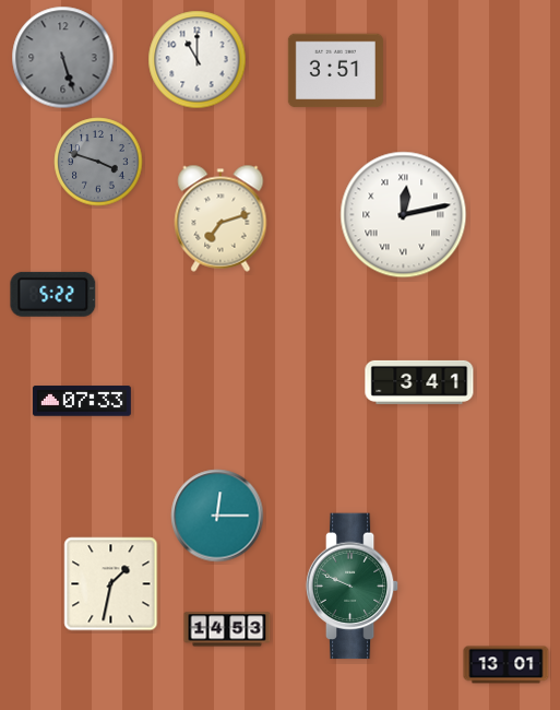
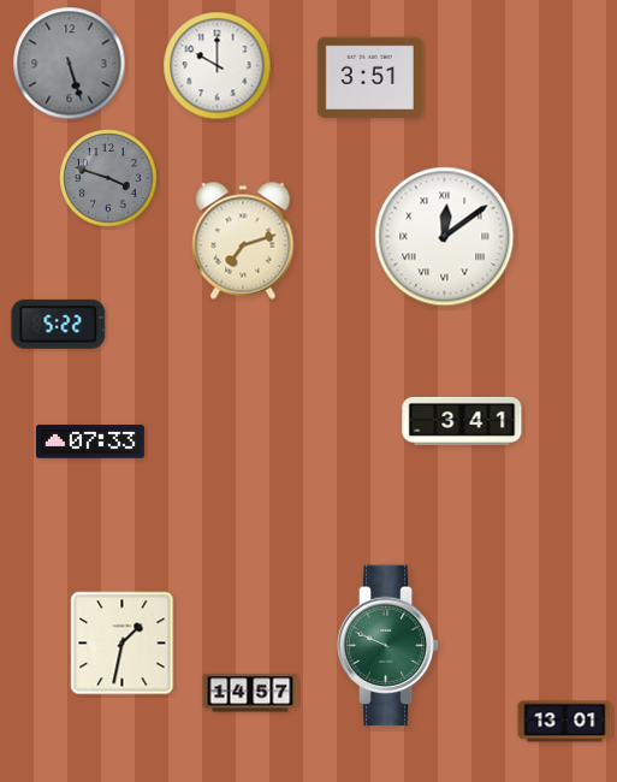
clock at (198, 60): 11:00 -> 10:00
clock at (404, 215): 12:13 -> 12:09
clock at (217, 516): 12:15 -> none
clock at (227, 629): 14:53 -> 14:57
clock at (507, 665) position: (507, 665) -> (565, 722)
